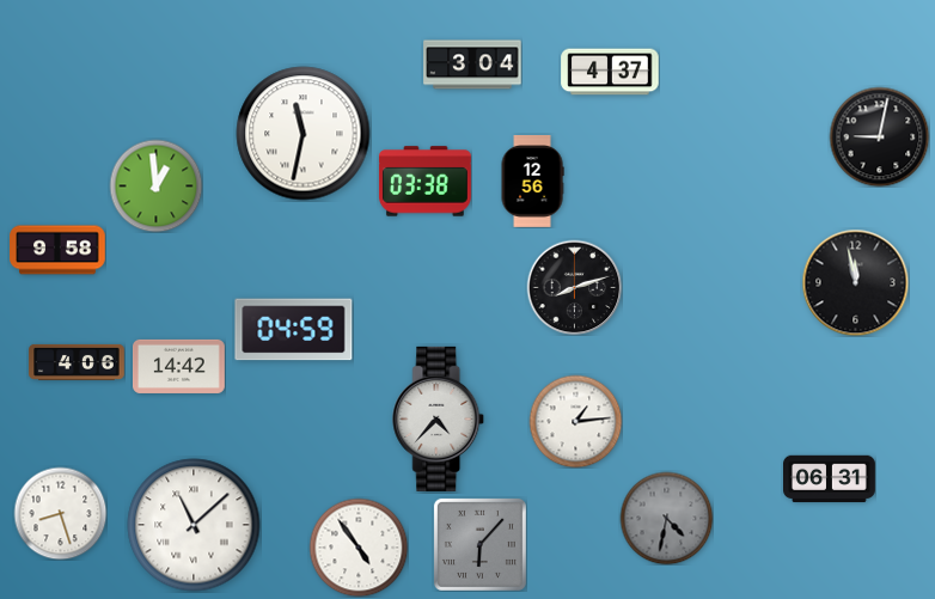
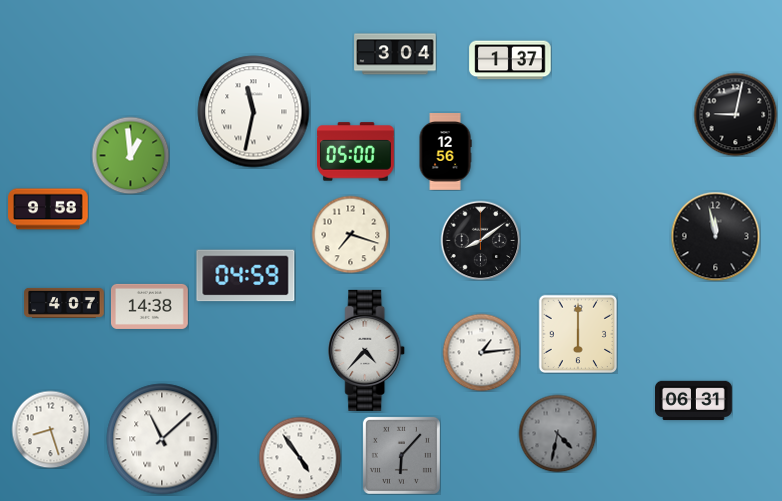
clock at (610, 72): 4:37 -> 1:37
clock at (426, 182): 03:38 -> 05:00
clock at (350, 234): none -> 7:18
clock at (574, 287): 8:12 -> 8:09
clock at (77, 362): 4:06 -> 4:07
clock at (179, 366): 14:42 -> 14:38
clock at (577, 333): none -> 6:00
